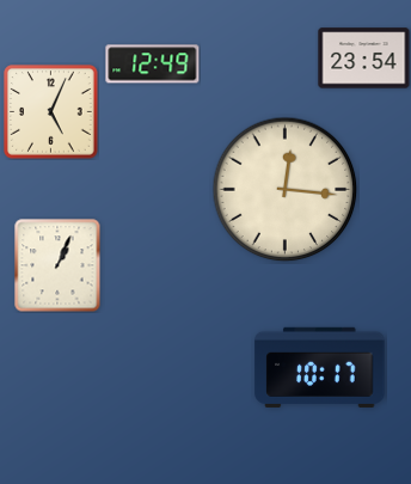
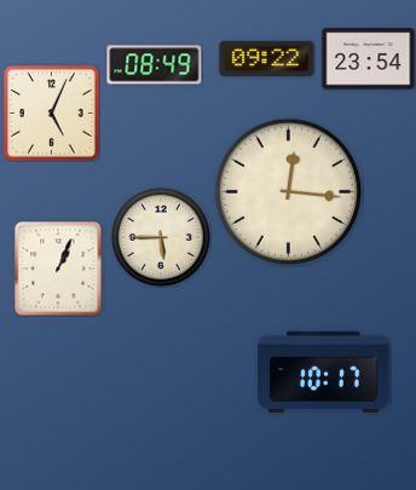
clock at (267, 59): none -> 09:22
clock at (153, 65): 12:49 -> 08:49
clock at (161, 237): none -> 5:45
